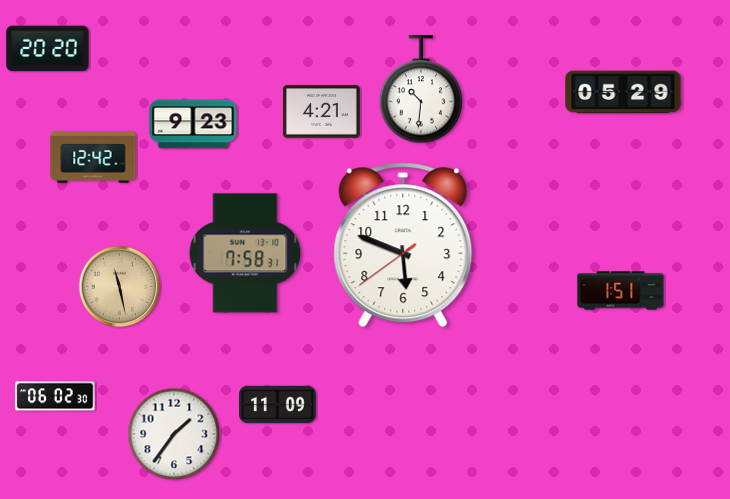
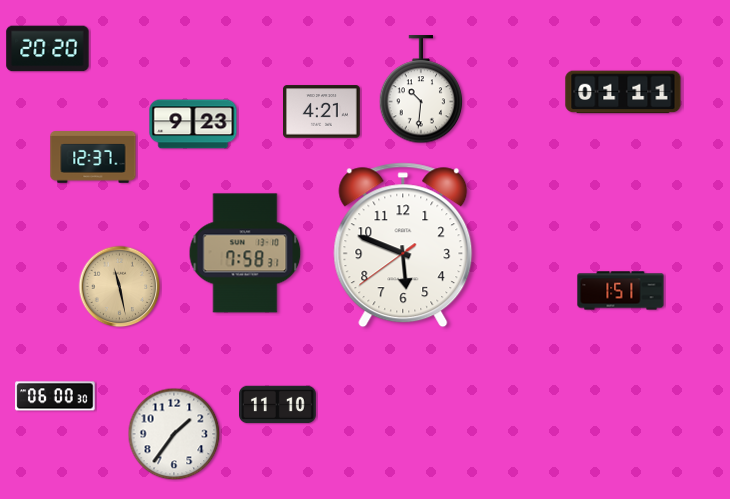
clock at (623, 92): 05:29 -> 01:11
clock at (93, 157): 12:42 -> 12:37
clock at (55, 396): 06:02 -> 06:00
clock at (278, 405): 11:09 -> 11:10
